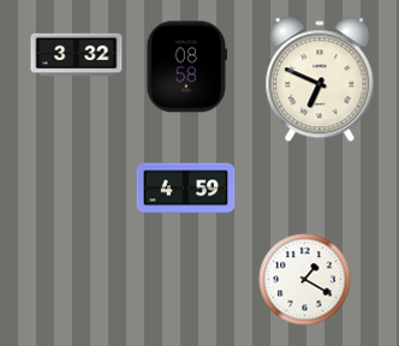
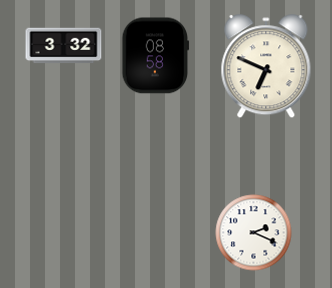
clock at (186, 189): 4:59 -> none
clock at (305, 280): 1:20 -> 2:19
